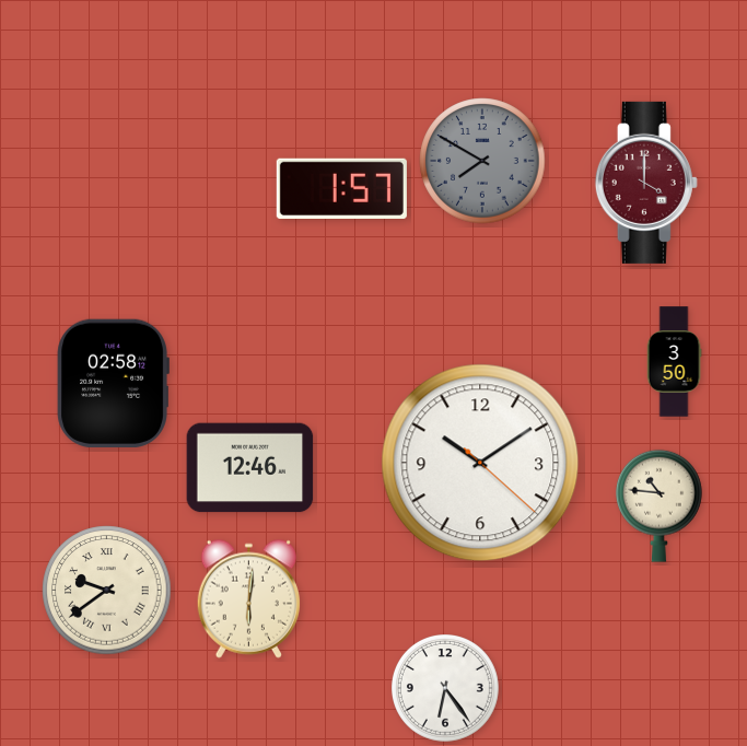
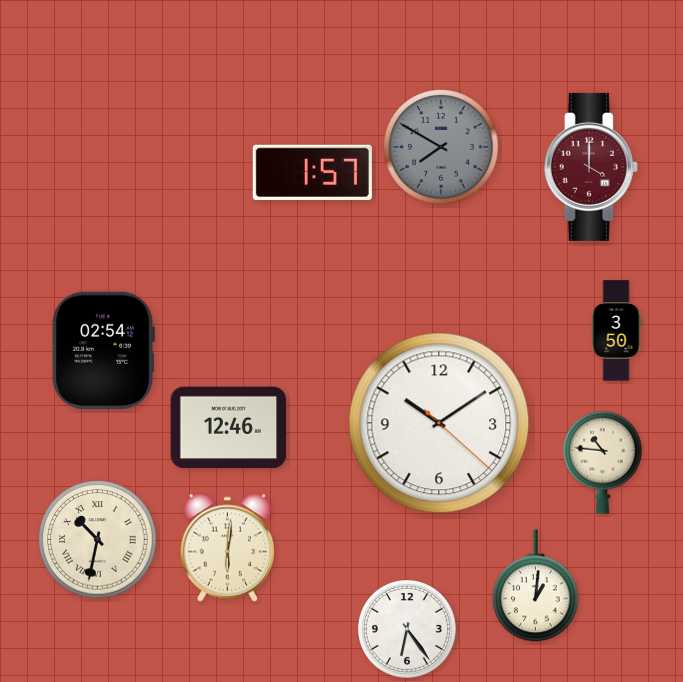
clock at (113, 383): 02:58 -> 02:54
clock at (107, 591): 9:39 -> 10:32
clock at (536, 586): none -> 1:01
